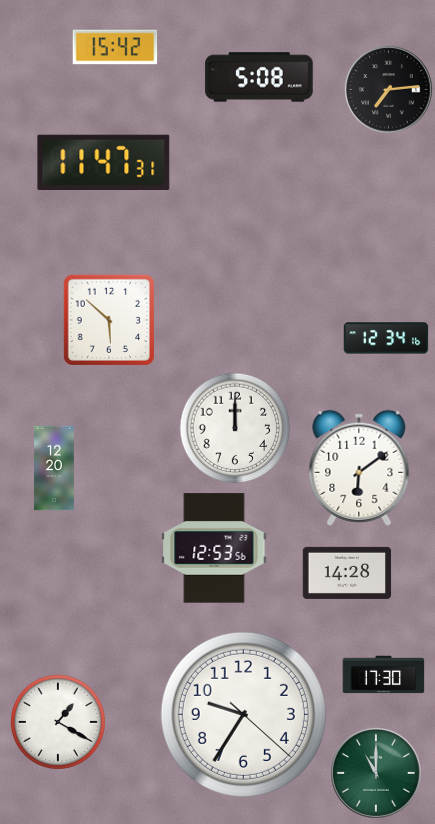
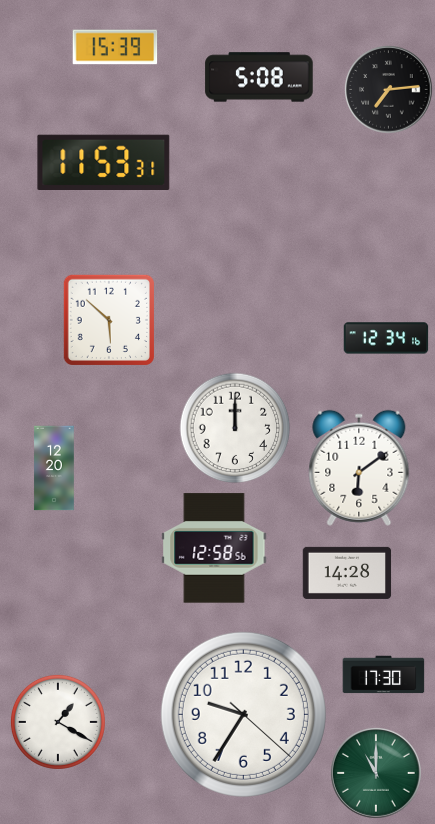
clock at (115, 47): 15:42 -> 15:39
clock at (104, 162): 11:47 -> 11:53
clock at (214, 548): 12:53 -> 12:58
